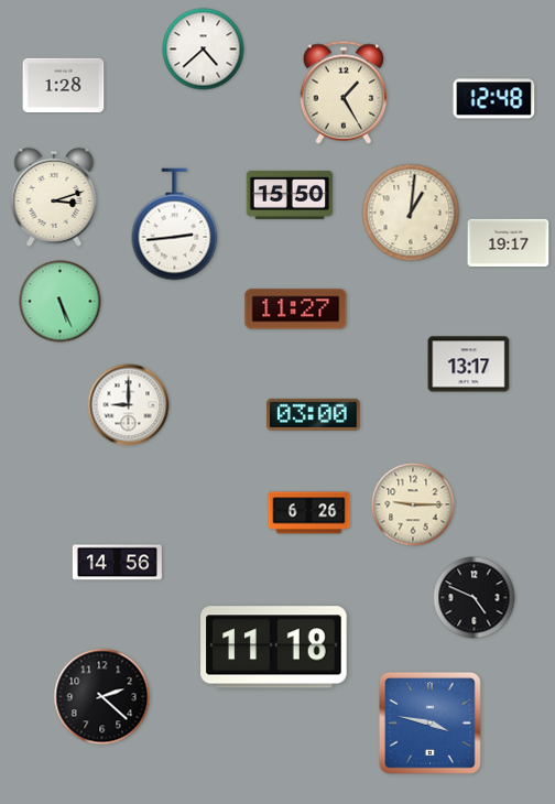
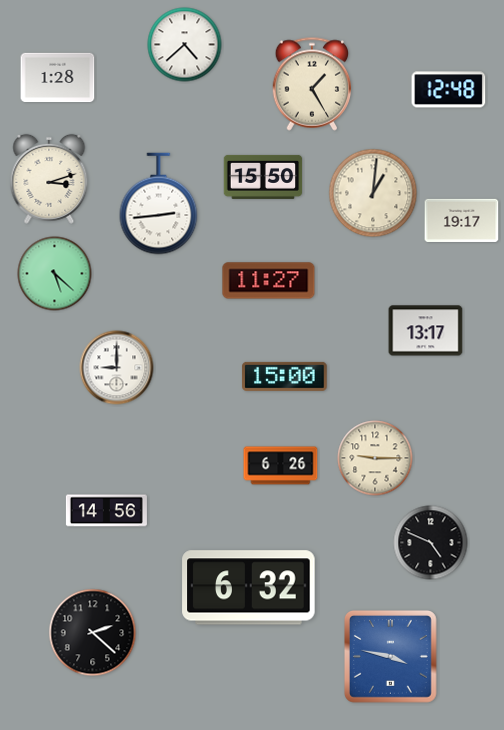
clock at (61, 302): 5:26 -> 5:22
clock at (314, 414): 03:00 -> 15:00
clock at (274, 648): 11:18 -> 6:32
